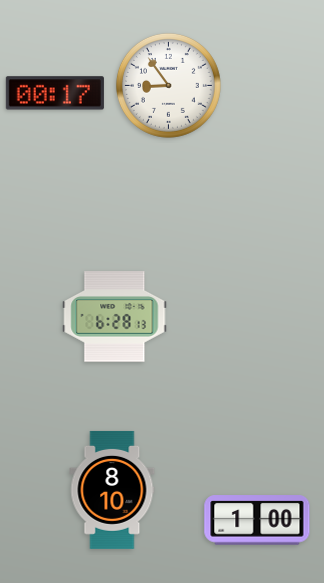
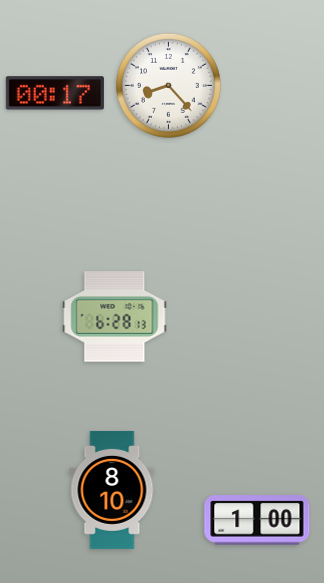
clock at (168, 85): 8:54 -> 8:23
